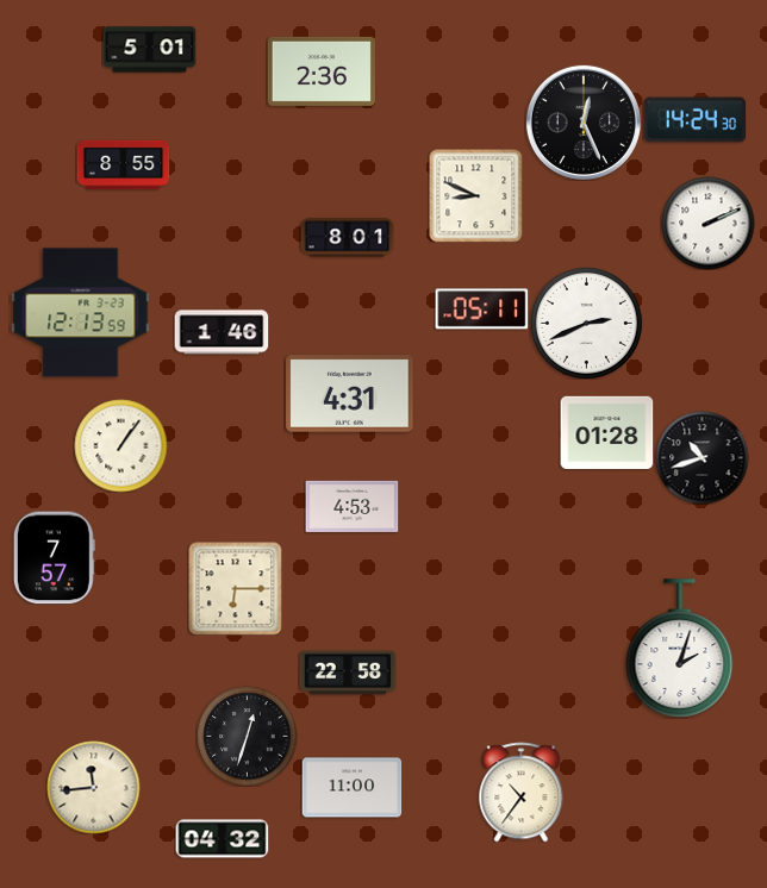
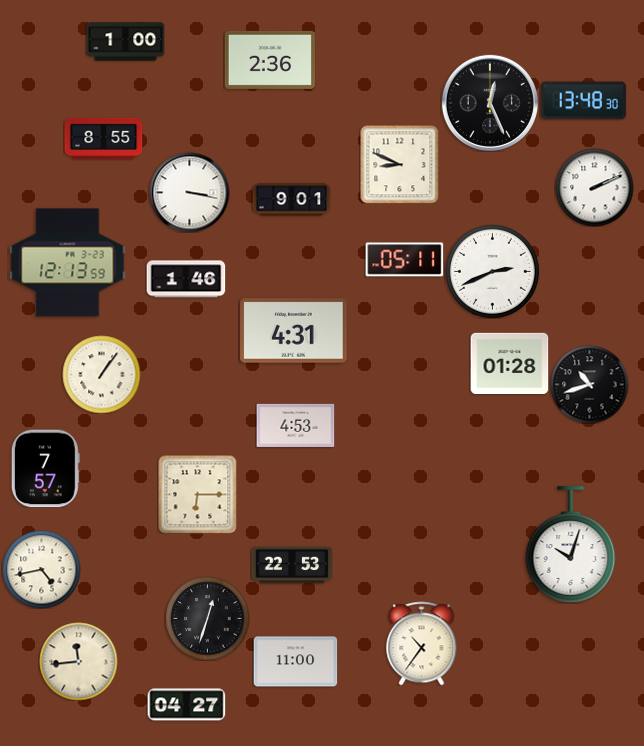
clock at (149, 50): 5:01 -> 1:00
clock at (694, 120): 14:24 -> 13:48
clock at (189, 192): none -> 3:17
clock at (347, 238): 8:01 -> 9:01
clock at (680, 649): 2:03 -> 10:03
clock at (348, 673): 22:58 -> 22:53
clock at (41, 569): none -> 4:43
clock at (522, 792) position: (522, 792) -> (422, 643)
clock at (222, 839): 04:32 -> 04:27
